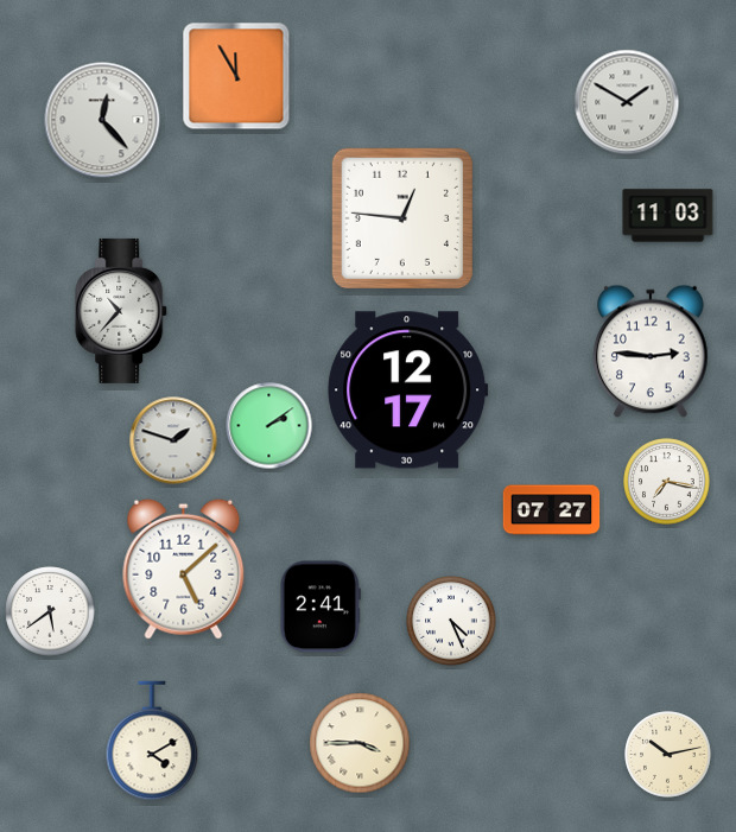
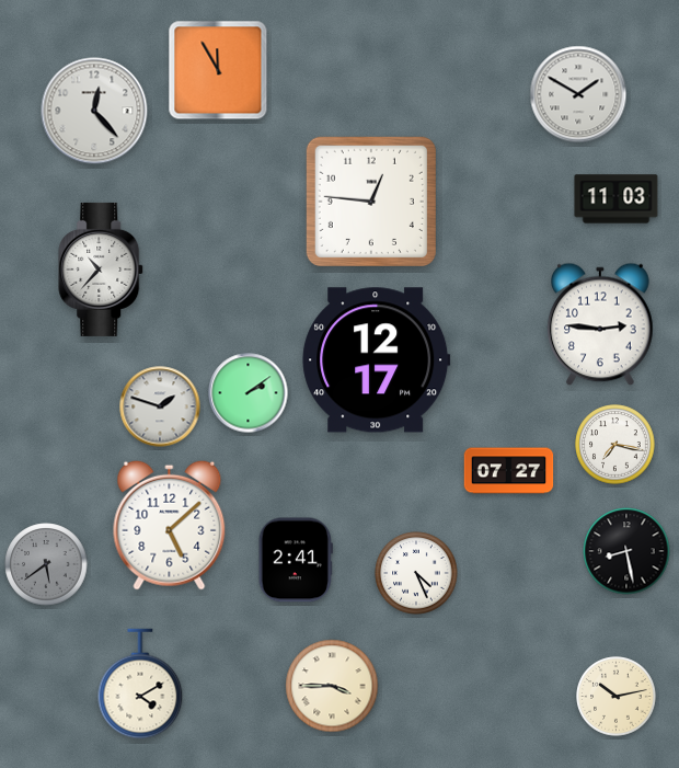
clock at (122, 311) position: (122, 311) -> (102, 270)
clock at (626, 551): none -> 8:28
clock at (50, 611) dial: white -> grey
